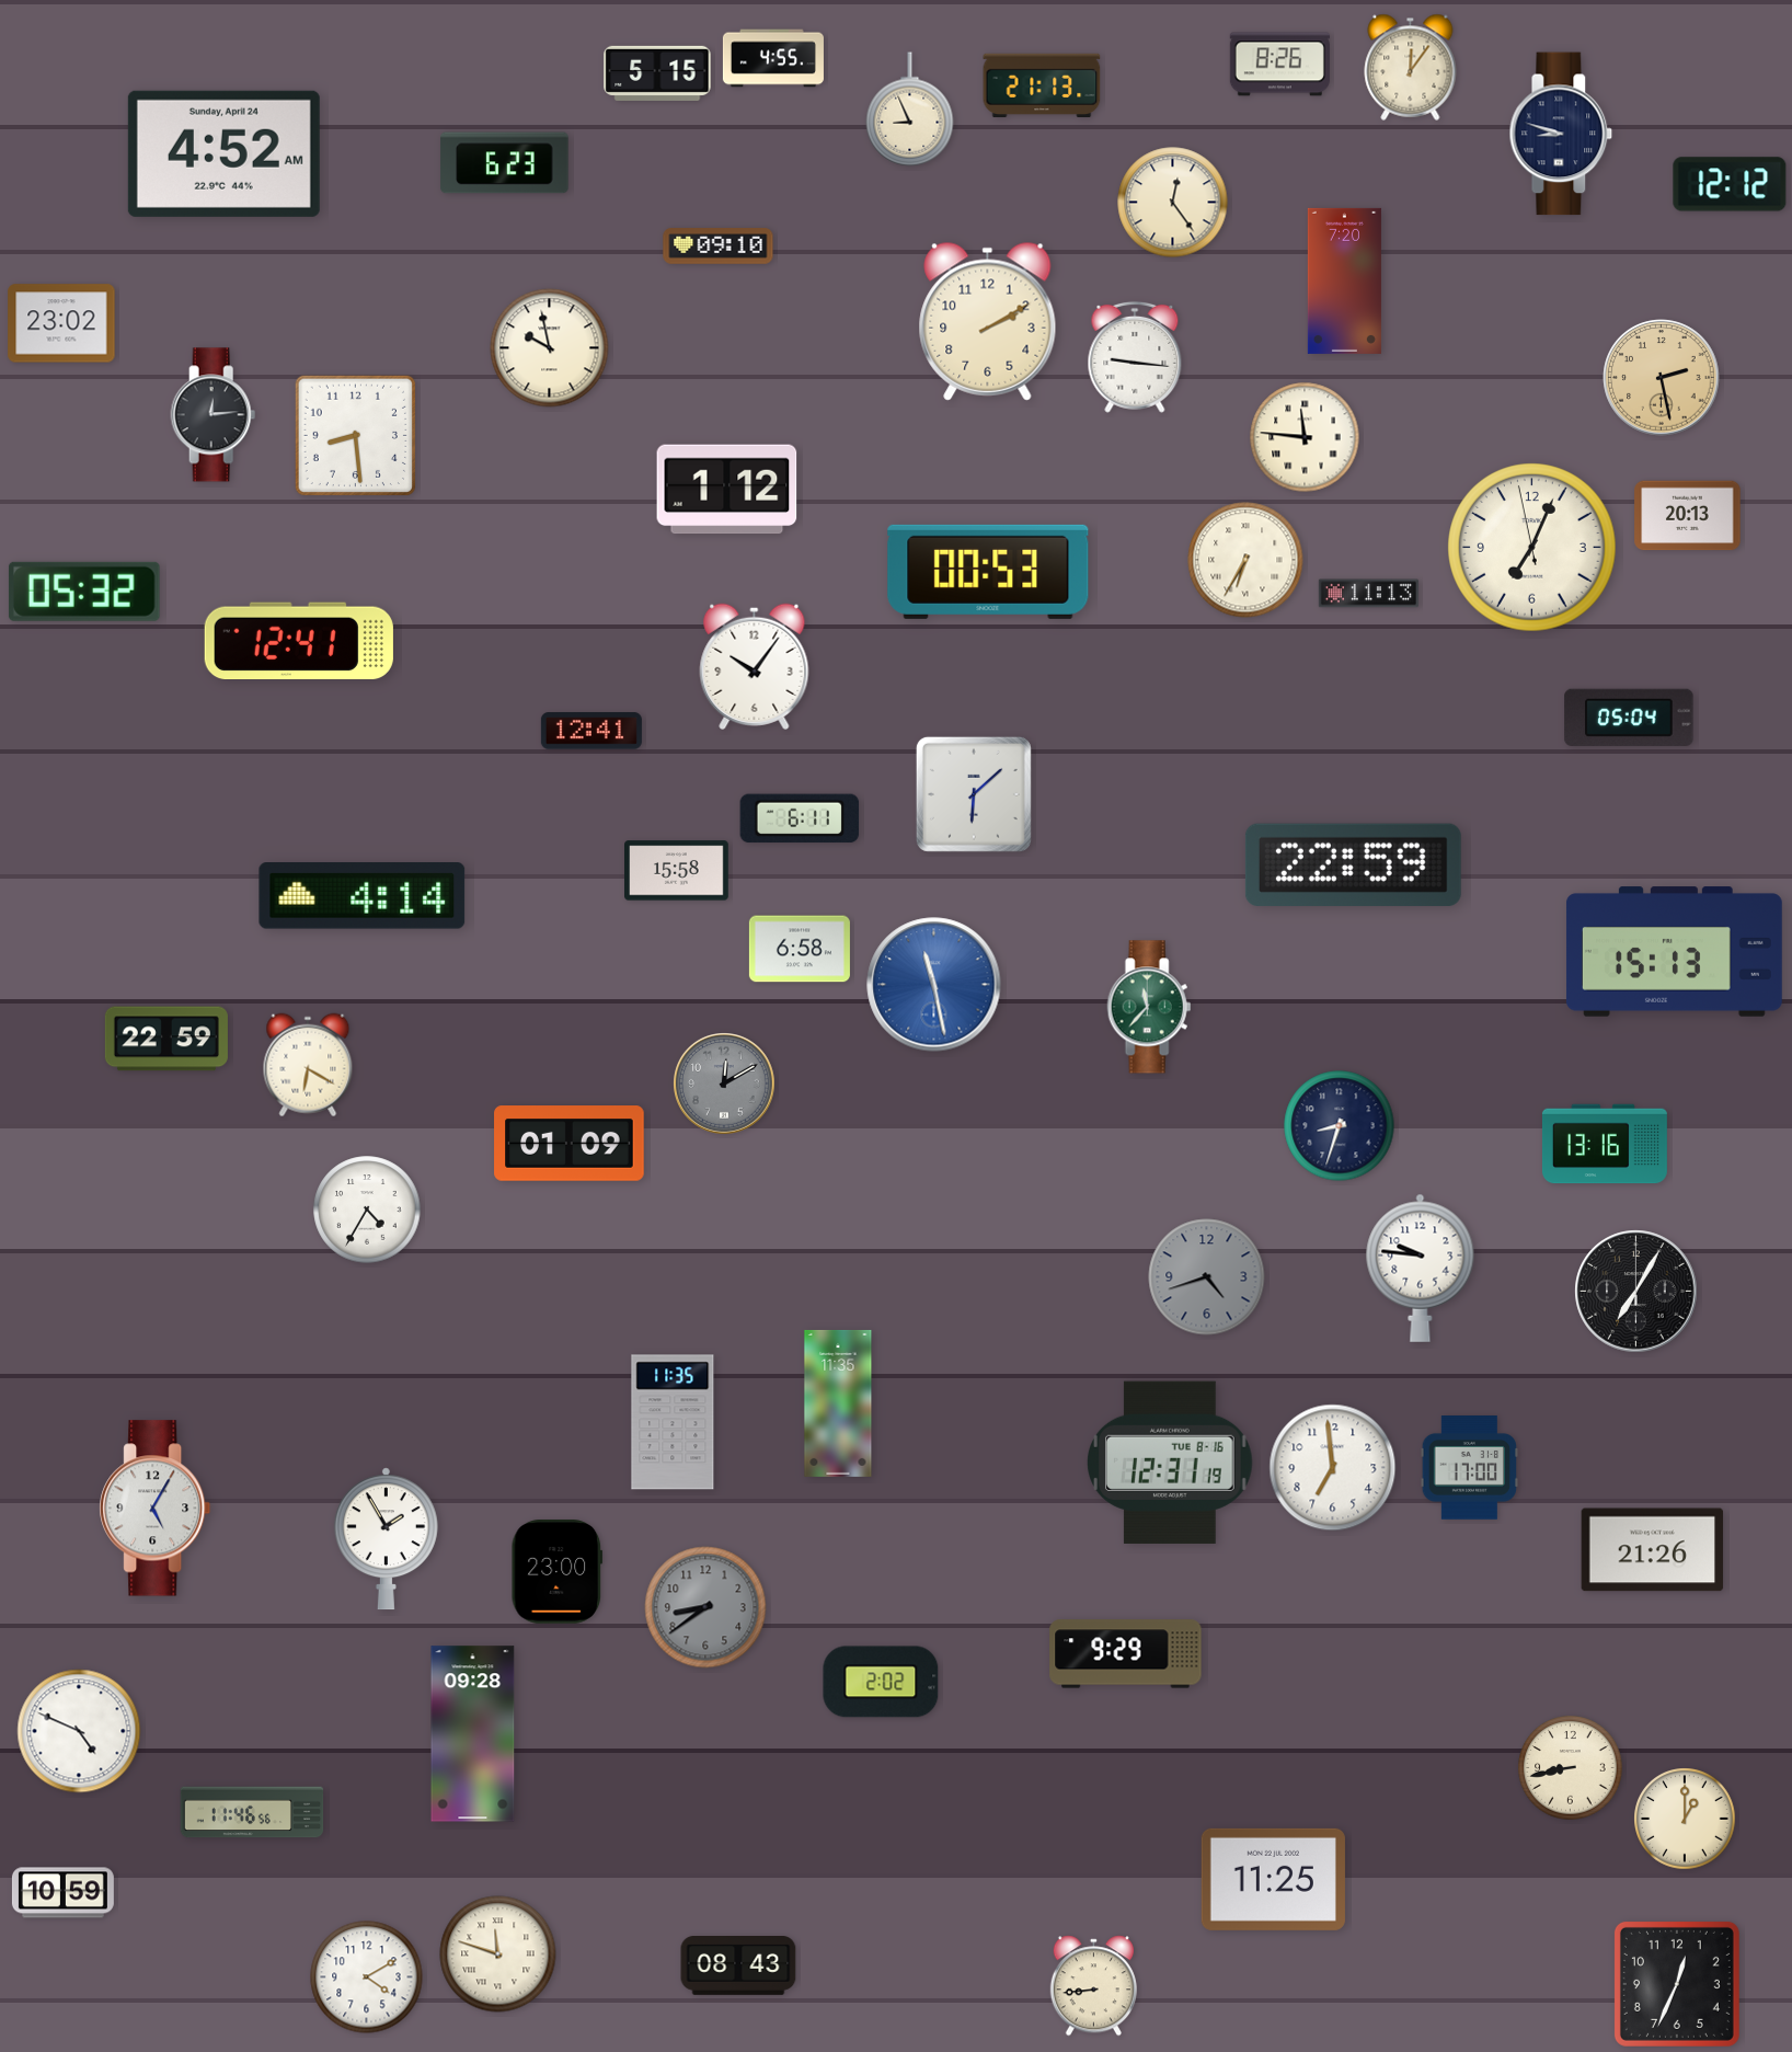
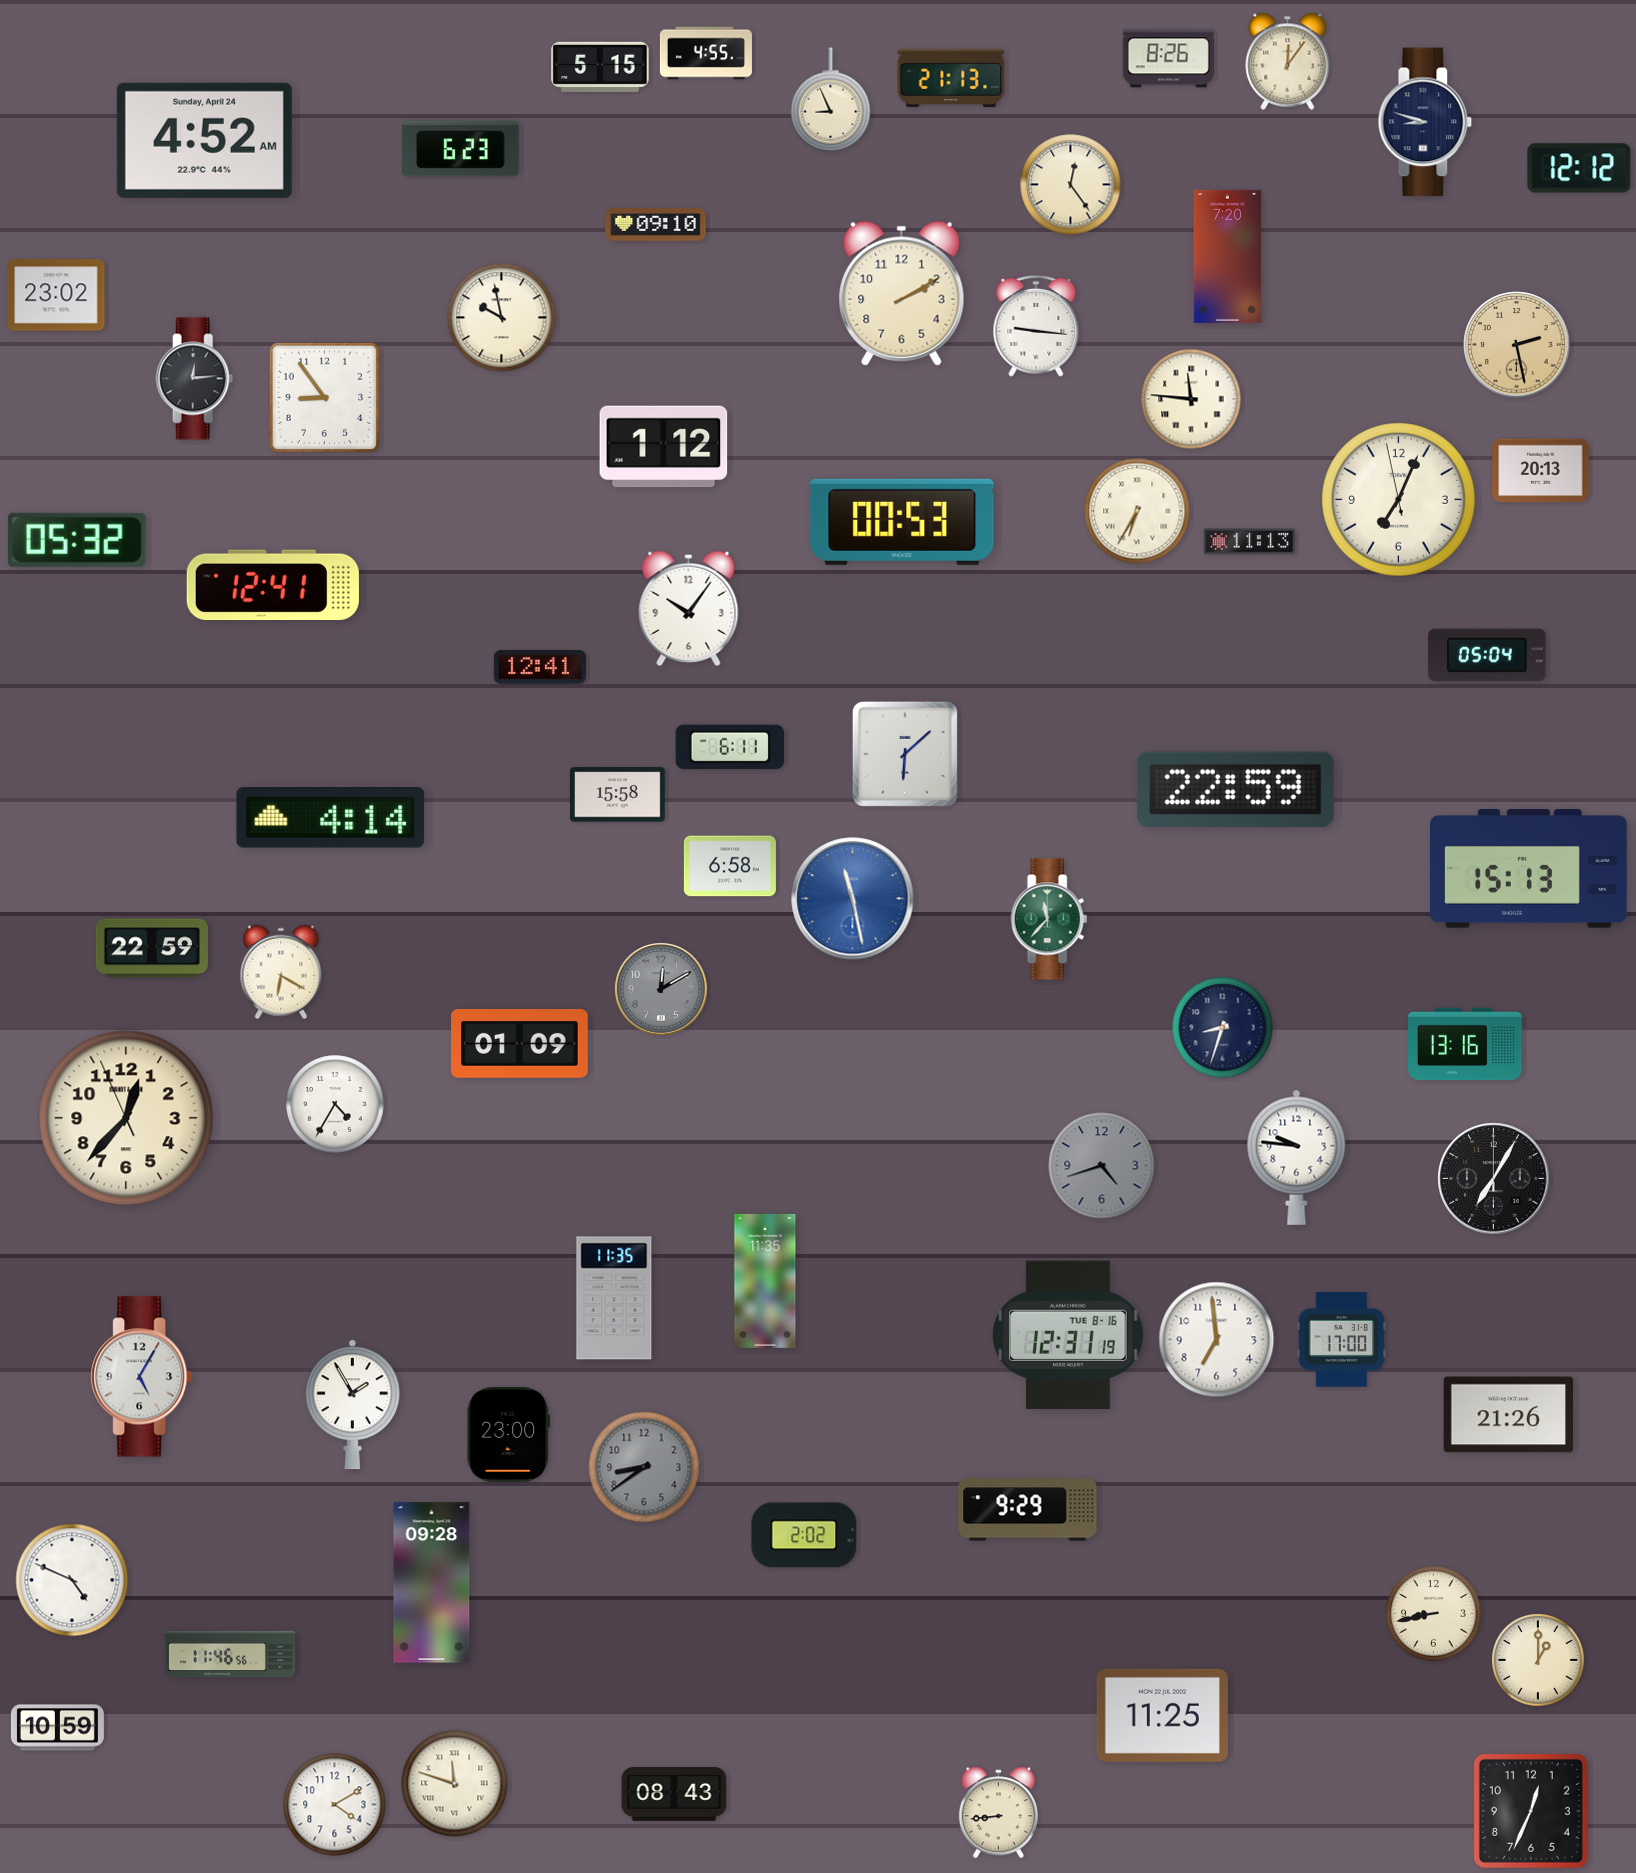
clock at (355, 435): 8:29 -> 8:54
clock at (974, 794) position: (974, 794) -> (905, 754)
clock at (126, 1118): none -> 12:36
